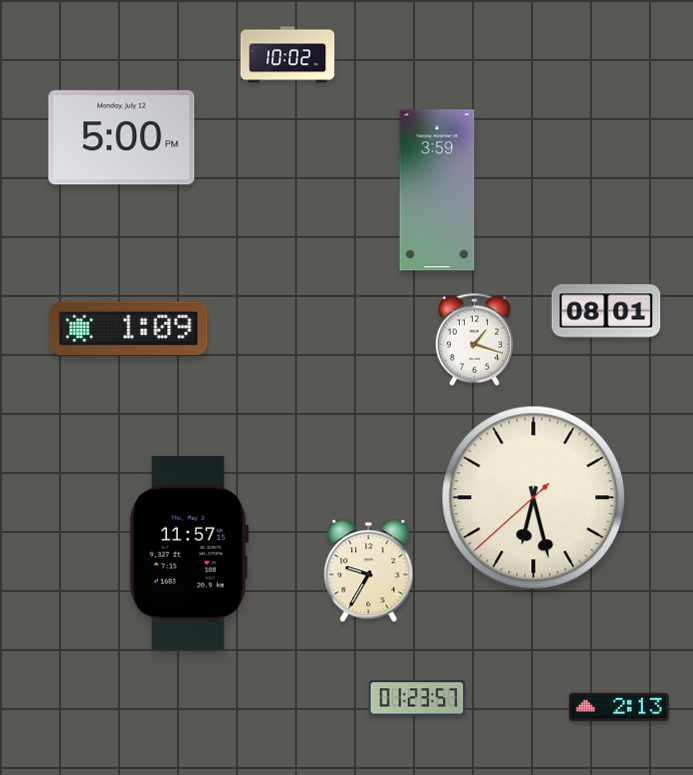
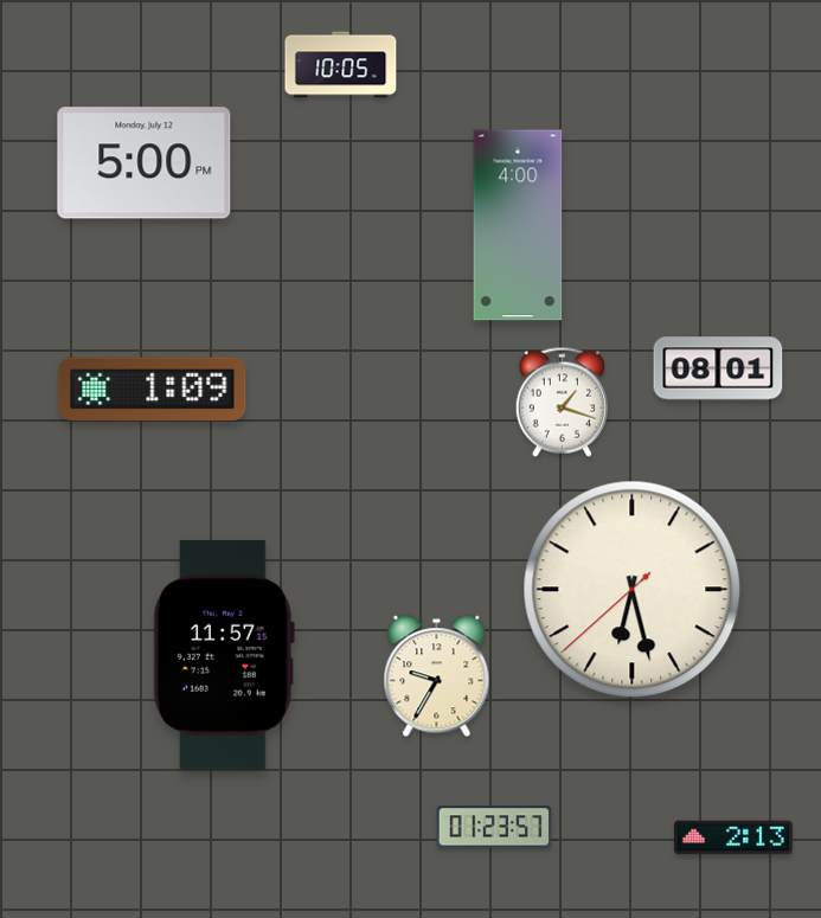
clock at (288, 55): 10:02 -> 10:05
clock at (437, 190): 3:59 -> 4:00
